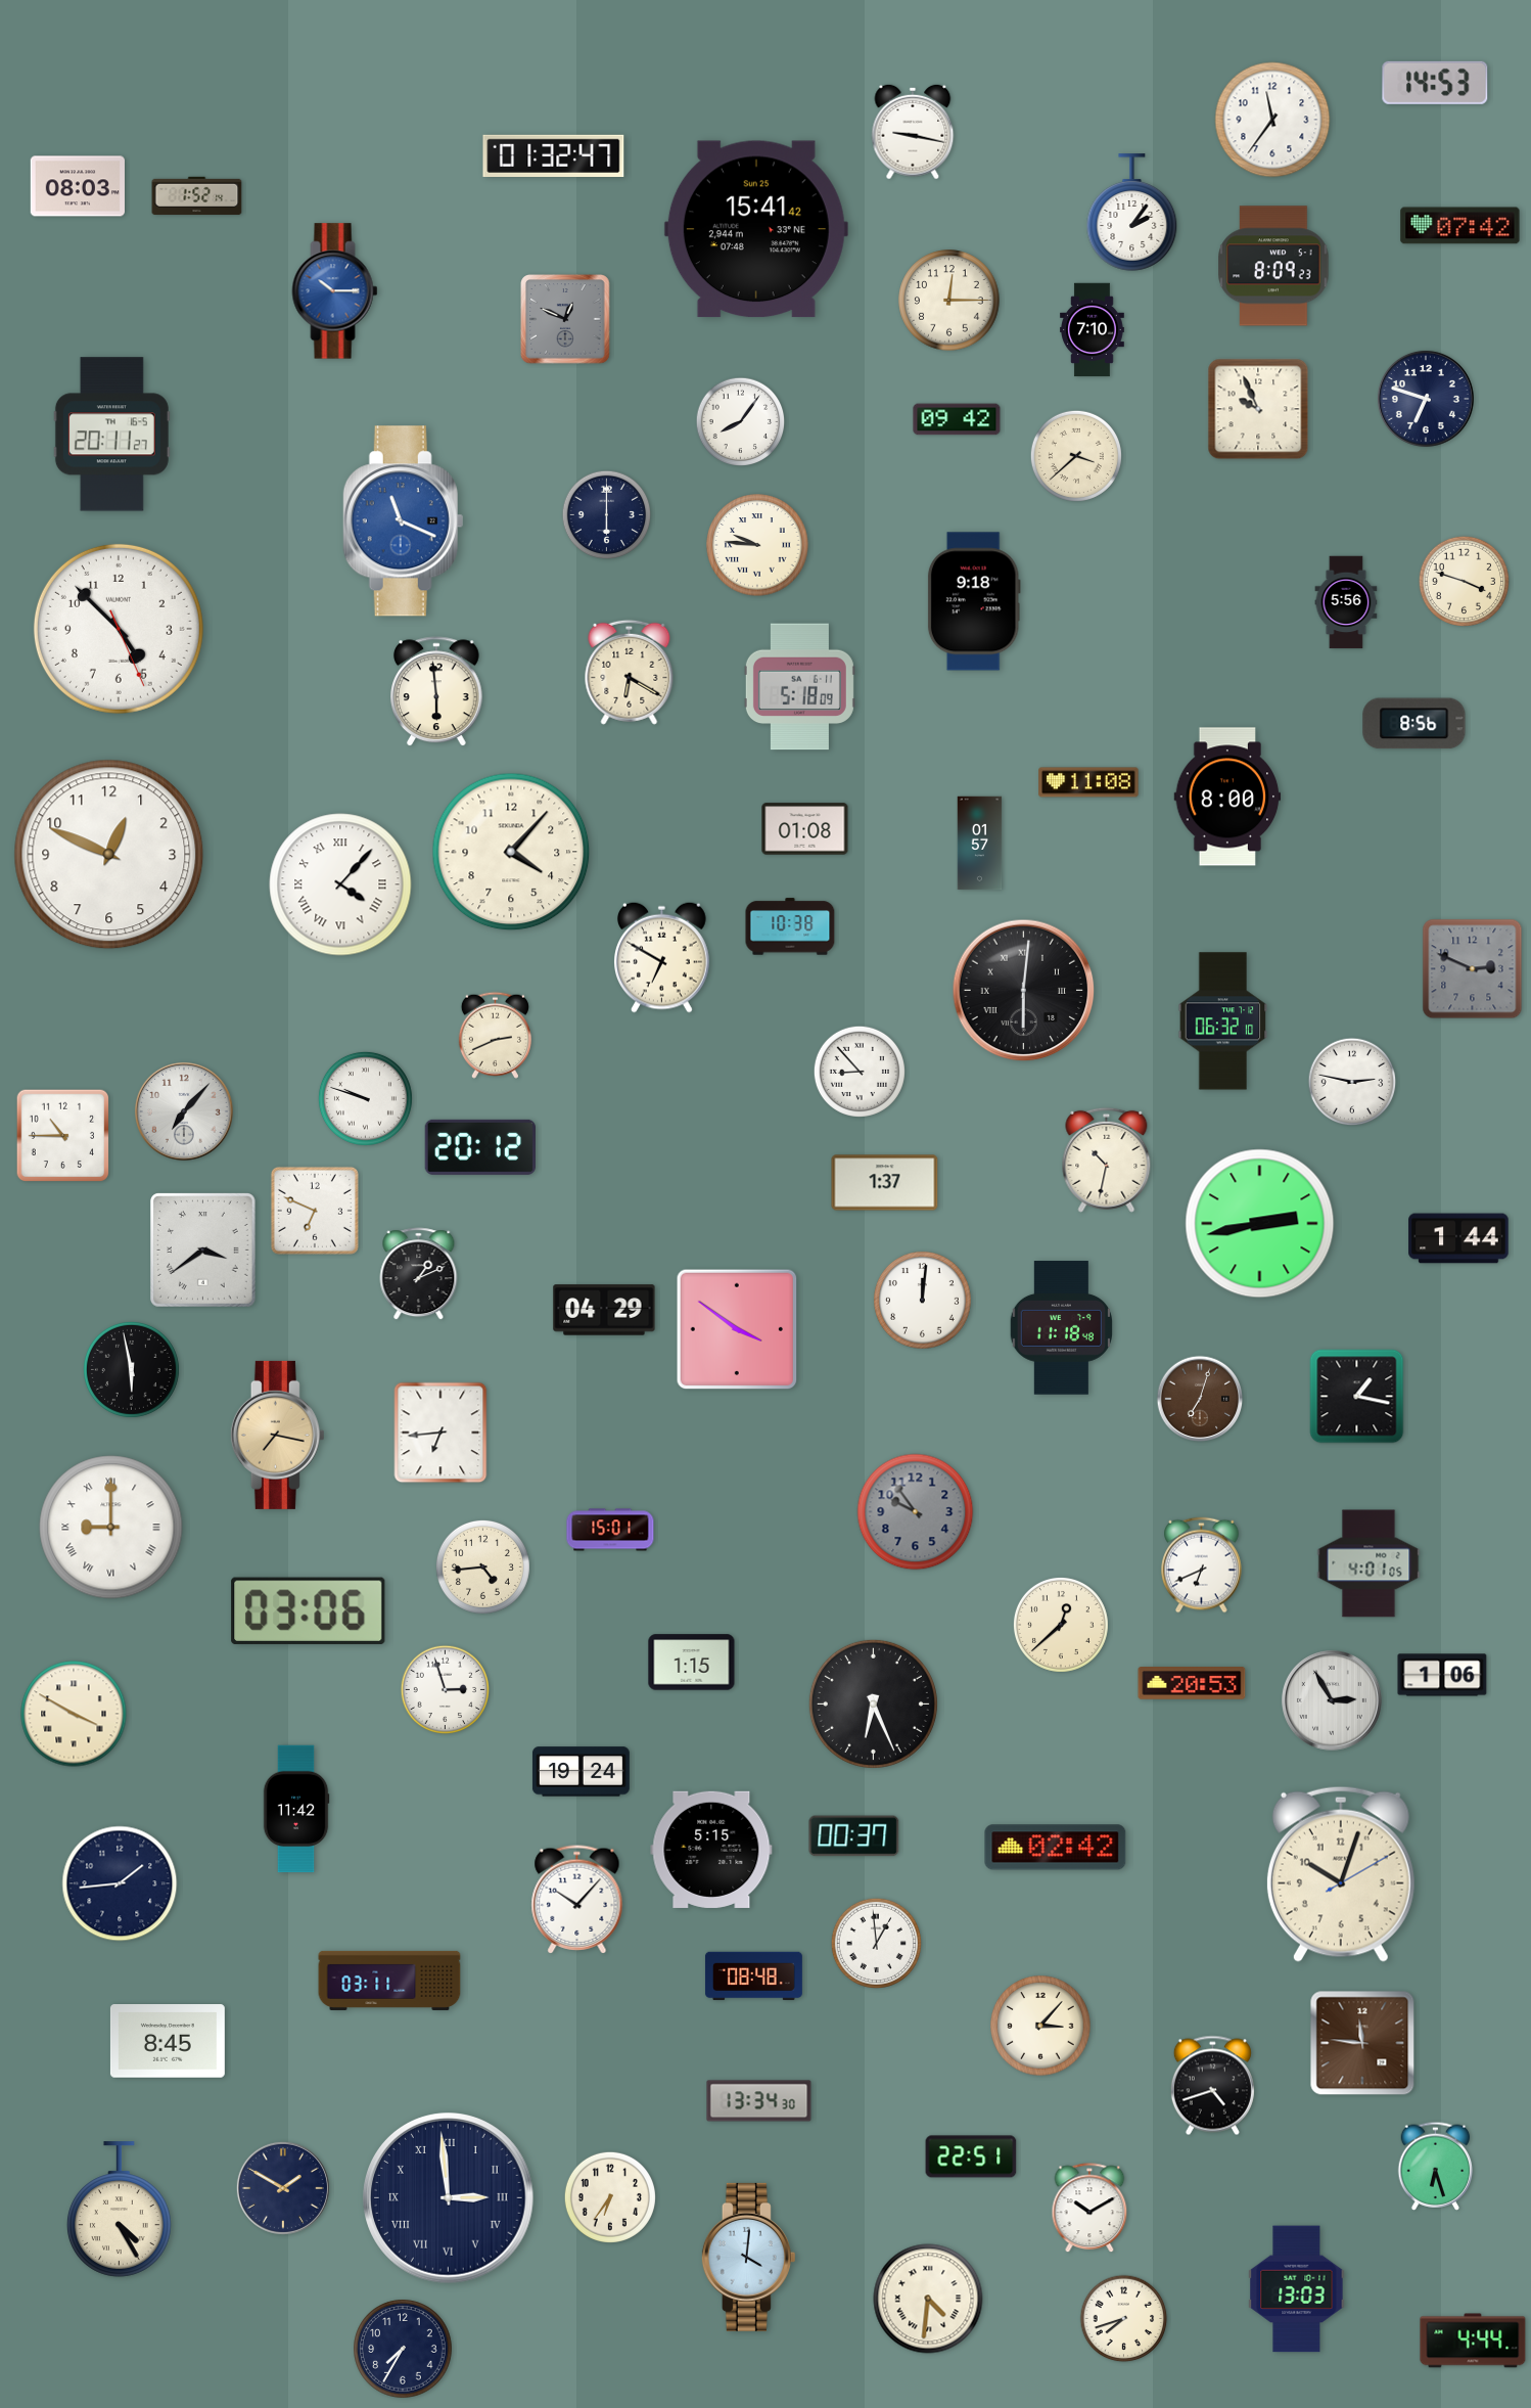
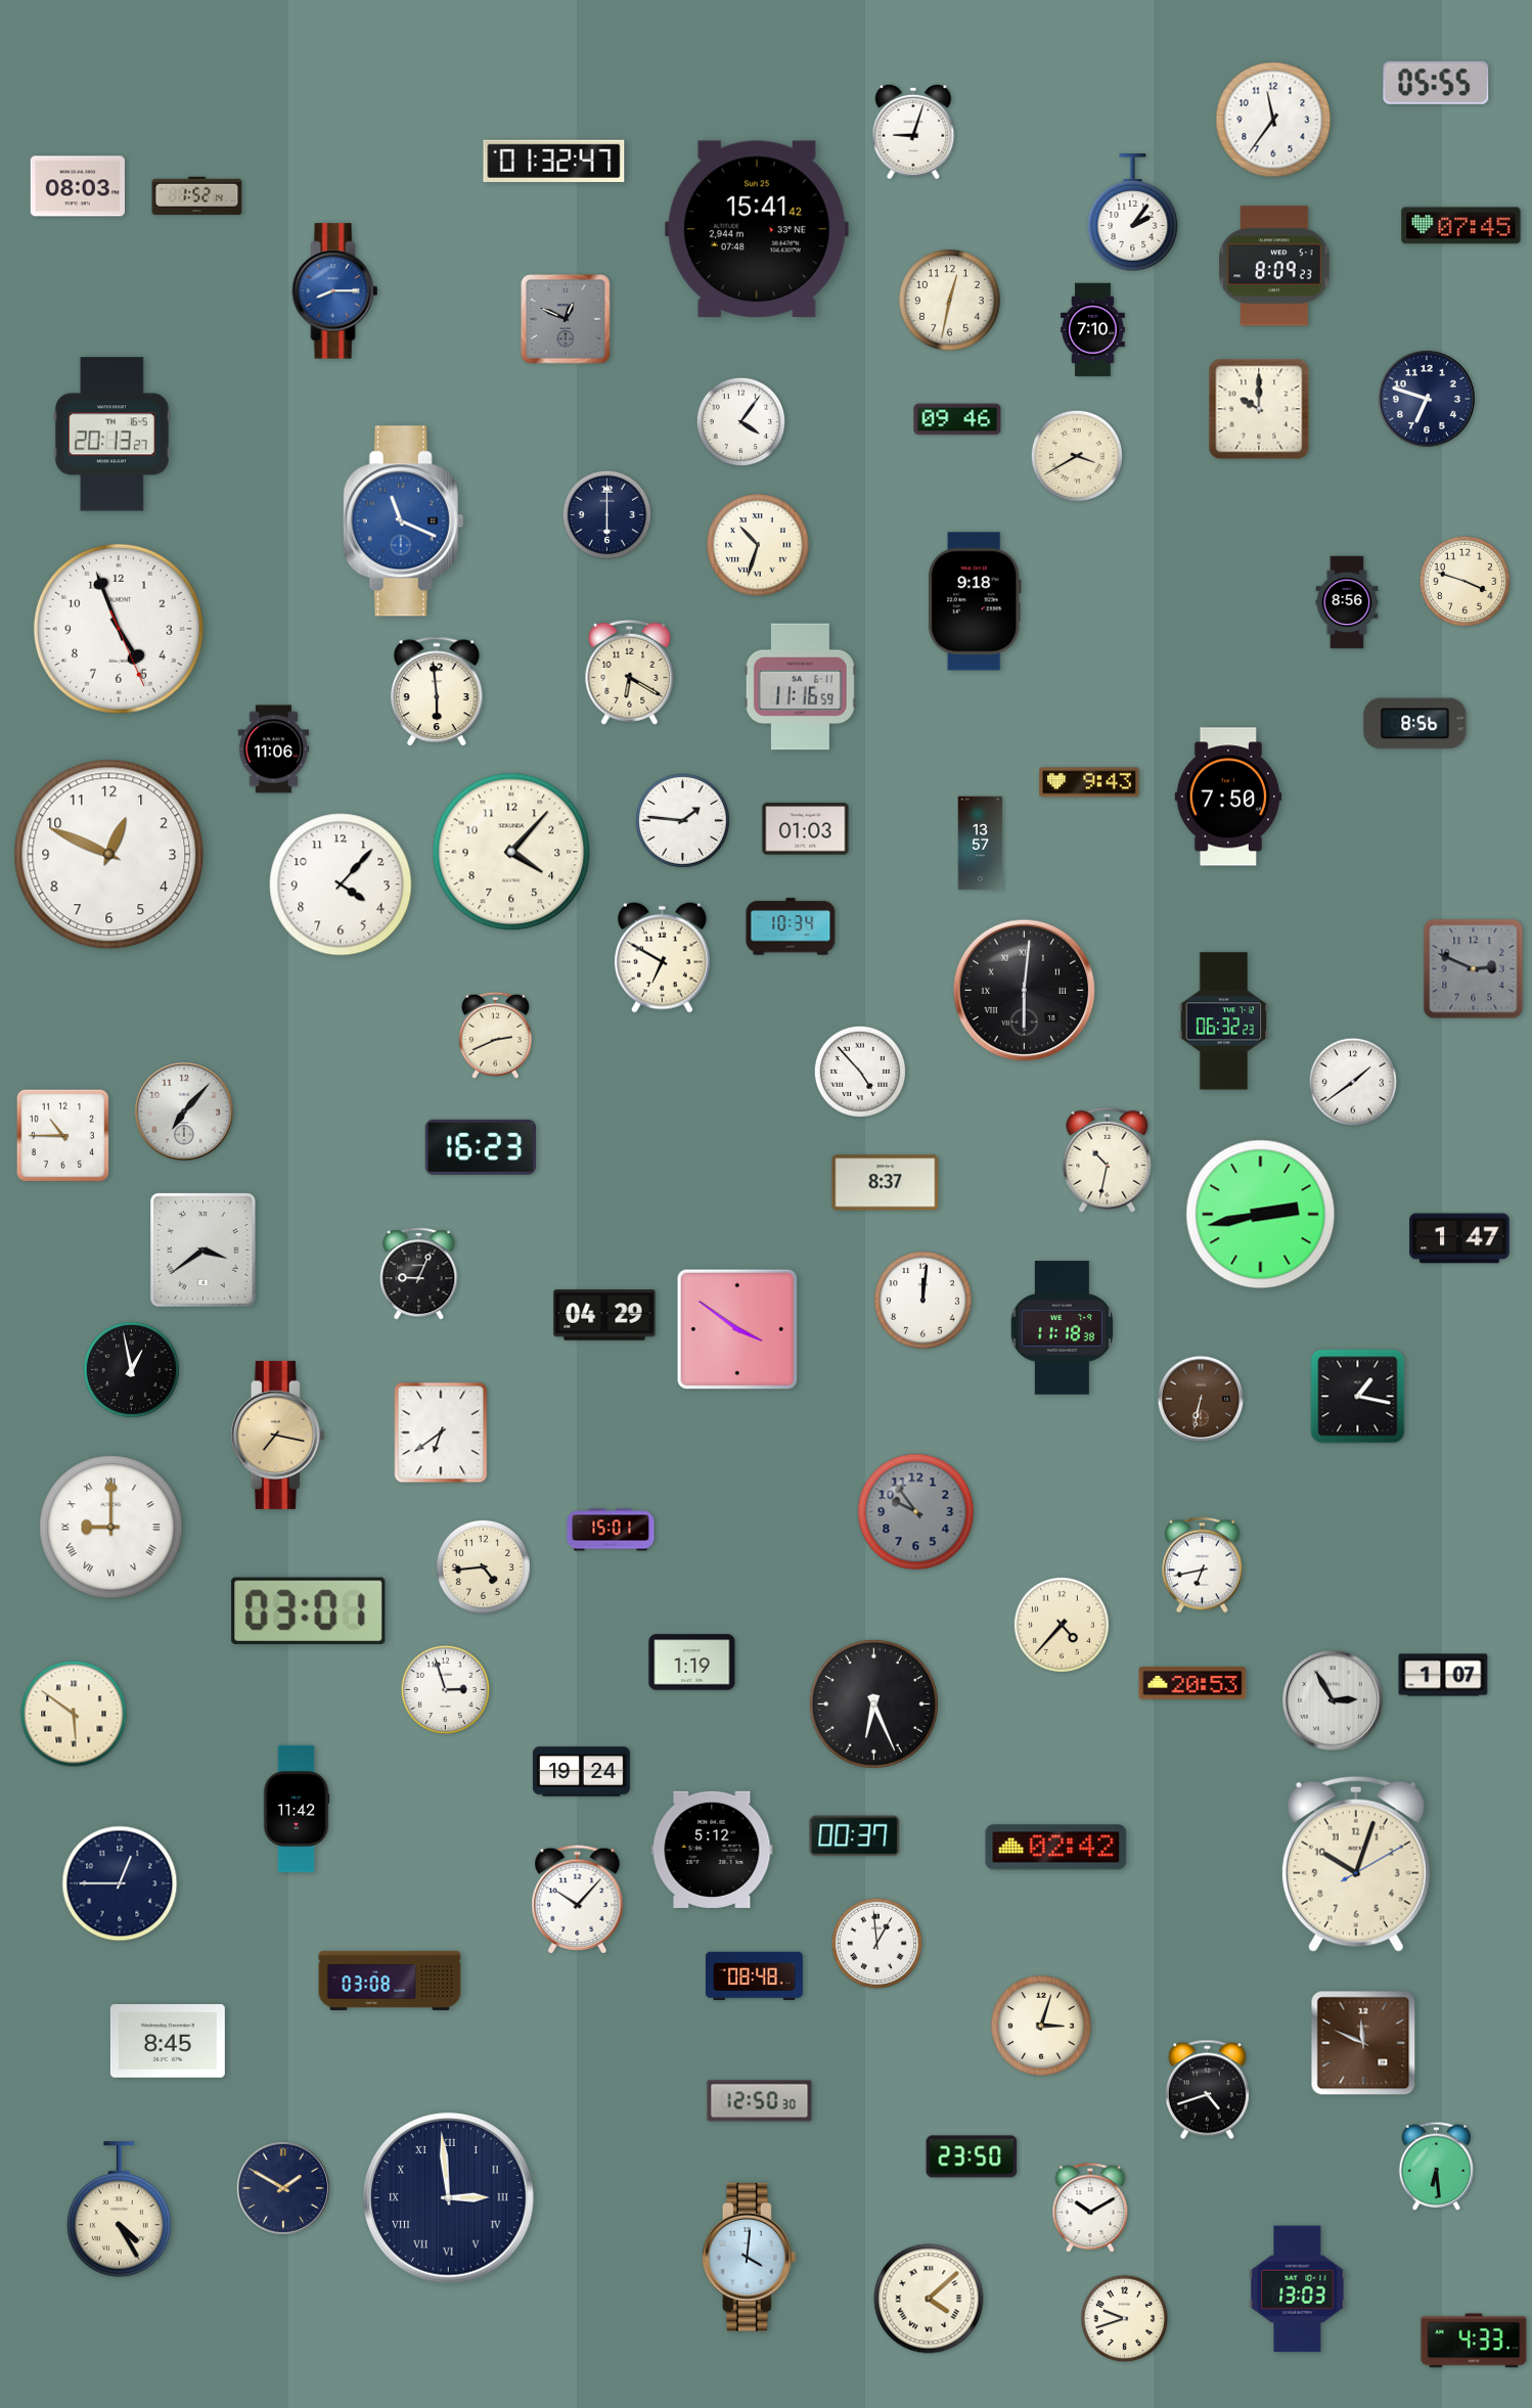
clock at (1435, 83): 14:53 -> 05:55
clock at (913, 132): 9:17 -> 9:03
clock at (554, 155) position: (554, 155) -> (554, 161)
clock at (1460, 226): 07:42 -> 07:45
clock at (335, 291): 10:15 -> 8:15
clock at (949, 301): 12:15 -> 12:32
clock at (1258, 409): 9:56 -> 10:00
clock at (957, 419): 09:42 -> 09:46
clock at (741, 422): 8:06 -> 4:06
clock at (111, 435): 20:11 -> 20:13
clock at (1076, 456): 3:38 -> 3:40
clock at (757, 545): 9:46 -> 10:33
clock at (1346, 602): 5:56 -> 8:56
clock at (119, 629): 4:52 -> 4:56
clock at (799, 687): 5:18 -> 11:16
clock at (274, 749): none -> 11:06
clock at (1088, 782): 11:08 -> 9:43
clock at (1227, 797): 8:00 -> 7:50
clock at (682, 820): none -> 1:46
clock at (805, 829): 01:08 -> 01:03
clock at (980, 844): 01:57 -> 13:57
clock at (340, 884) numerals: Roman -> Arabic
clock at (790, 926): 10:38 -> 10:34
clock at (1223, 1021): 06:32:10 -> 06:32:23
clock at (860, 1072): 8:53 -> 4:53
clock at (1352, 1082): 2:47 -> 1:39
clock at (365, 1098): 9:48 -> none
clock at (479, 1147): 20:12 -> 16:23
clock at (885, 1183): 1:37 -> 8:37
clock at (315, 1211): 6:49 -> none
clock at (1260, 1224) position: (1260, 1224) -> (1261, 1215)
clock at (1458, 1238): 1:44 -> 1:47
clock at (419, 1274): 1:11 -> 9:04
clock at (604, 1310) position: (604, 1310) -> (604, 1315)
clock at (1061, 1328): 11:18:48 -> 11:18:38
clock at (131, 1369): 5:58 -> 12:58
clock at (1200, 1399): 7:03 -> 6:32
clock at (440, 1433): 6:44 -> 6:39
clock at (1368, 1563): 4:01 -> none
clock at (1202, 1565): 6:41 -> 6:43
clock at (309, 1610): 03:06 -> 03:01
clock at (1061, 1625): 12:38 -> 4:37
clock at (692, 1663): 1:15 -> 1:19
clock at (1442, 1675): 1:06 -> 1:07
clock at (74, 1714): 3:50 -> 5:51
clock at (711, 1850): 5:15 -> 5:12
clock at (1341, 1874) position: (1341, 1874) -> (1356, 1864)
clock at (120, 1883): 1:44 -> 12:45
clock at (389, 1981): 03:11 -> 03:08
clock at (1040, 2026): 3:07 -> 3:03
clock at (1362, 2043): 11:46 -> 11:49
clock at (1212, 2086) position: (1212, 2086) -> (1207, 2090)
clock at (759, 2101): 13:34 -> 12:50
clock at (971, 2156): 22:51 -> 23:50
clock at (1436, 2166): 6:27 -> 6:29
clock at (610, 2197): 6:36 -> none
clock at (928, 2299): 4:31 -> 4:08
clock at (1124, 2319): 7:42 -> 9:42
clock at (1473, 2341): 4:44 -> 4:33
clock at (403, 2349): 7:35 -> none
